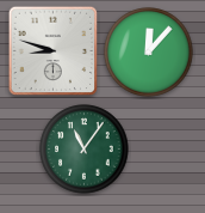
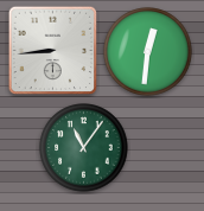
clock at (54, 51): 8:48 -> 8:44
clock at (149, 53): 12:07 -> 12:31
